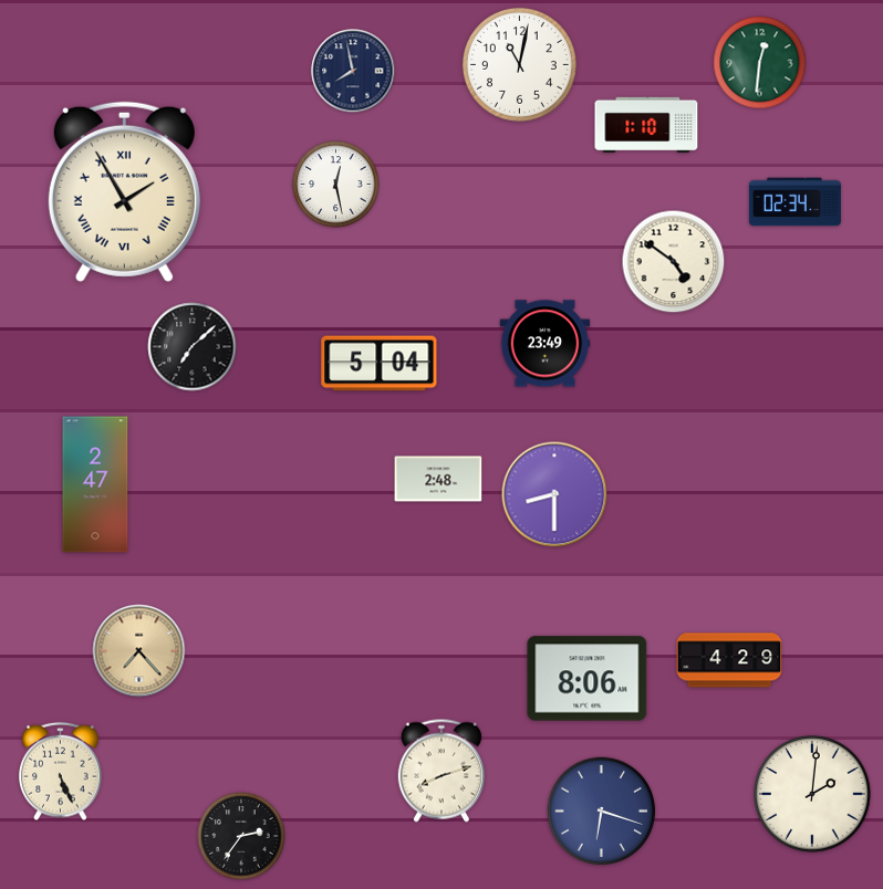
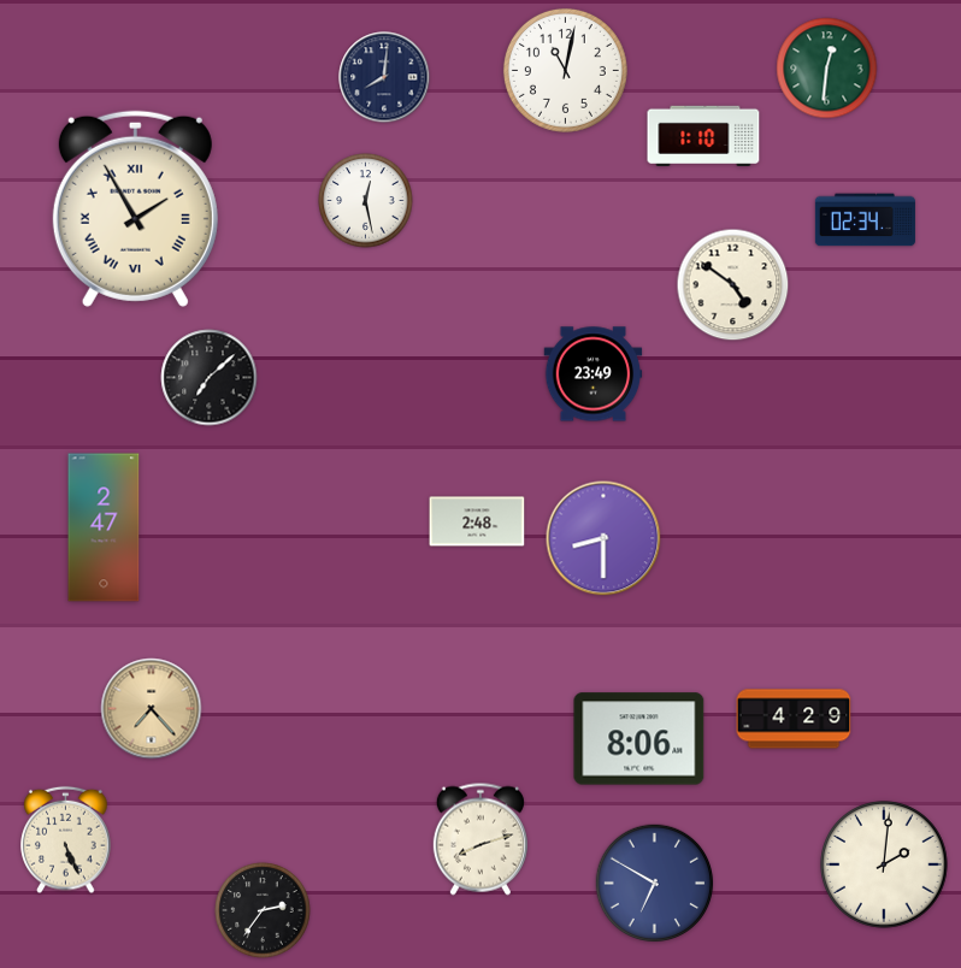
clock at (353, 71): 7:58 -> 8:01
clock at (380, 364): 5:04 -> none
clock at (602, 812): 6:18 -> 6:50
